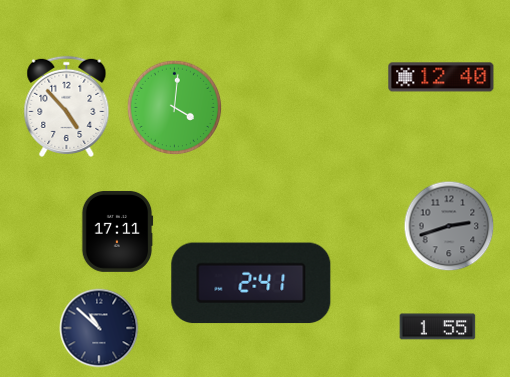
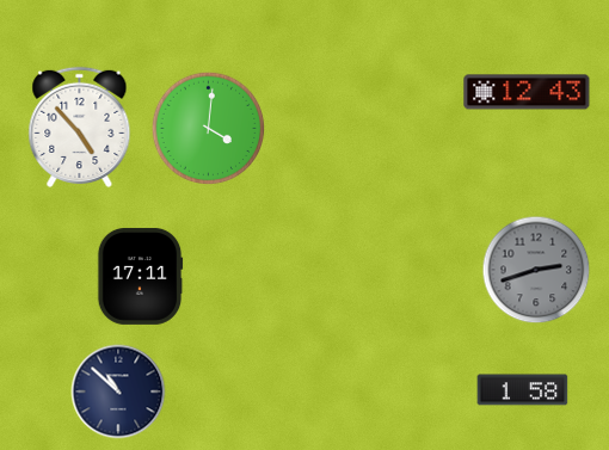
clock at (441, 77): 12:40 -> 12:43
clock at (251, 283): 2:41 -> none
clock at (438, 327): 1:55 -> 1:58
